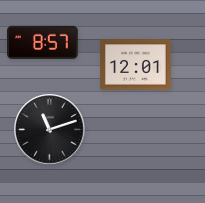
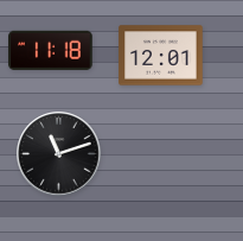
clock at (43, 42): 8:57 -> 11:18
clock at (136, 65) position: (136, 65) -> (161, 56)
